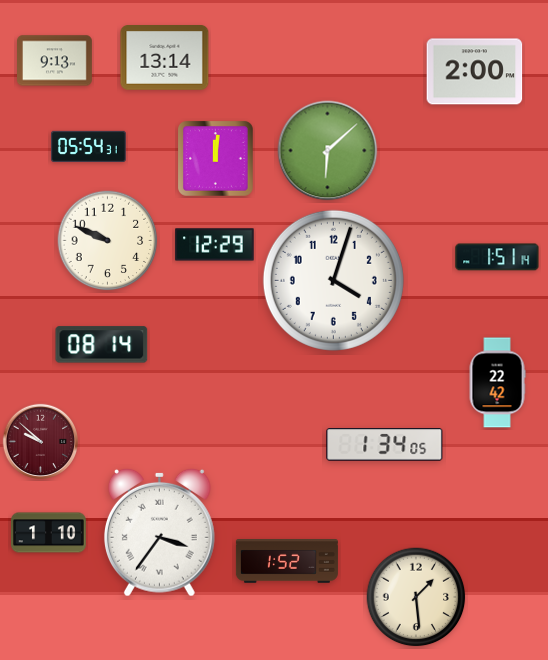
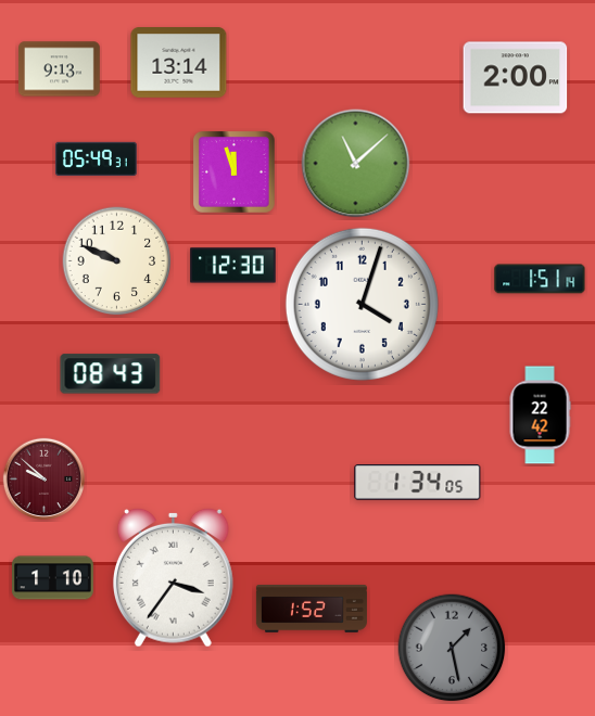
clock at (55, 61) position: (55, 61) -> (60, 69)
clock at (89, 146): 05:54 -> 05:49
clock at (328, 151): 6:08 -> 11:08
clock at (216, 159): 12:01 -> 11:57
clock at (215, 245): 12:29 -> 12:30
clock at (102, 345): 08:14 -> 08:43
clock at (416, 597): 1:29 -> 1:28
clock at (416, 597) dial: cream -> grey
